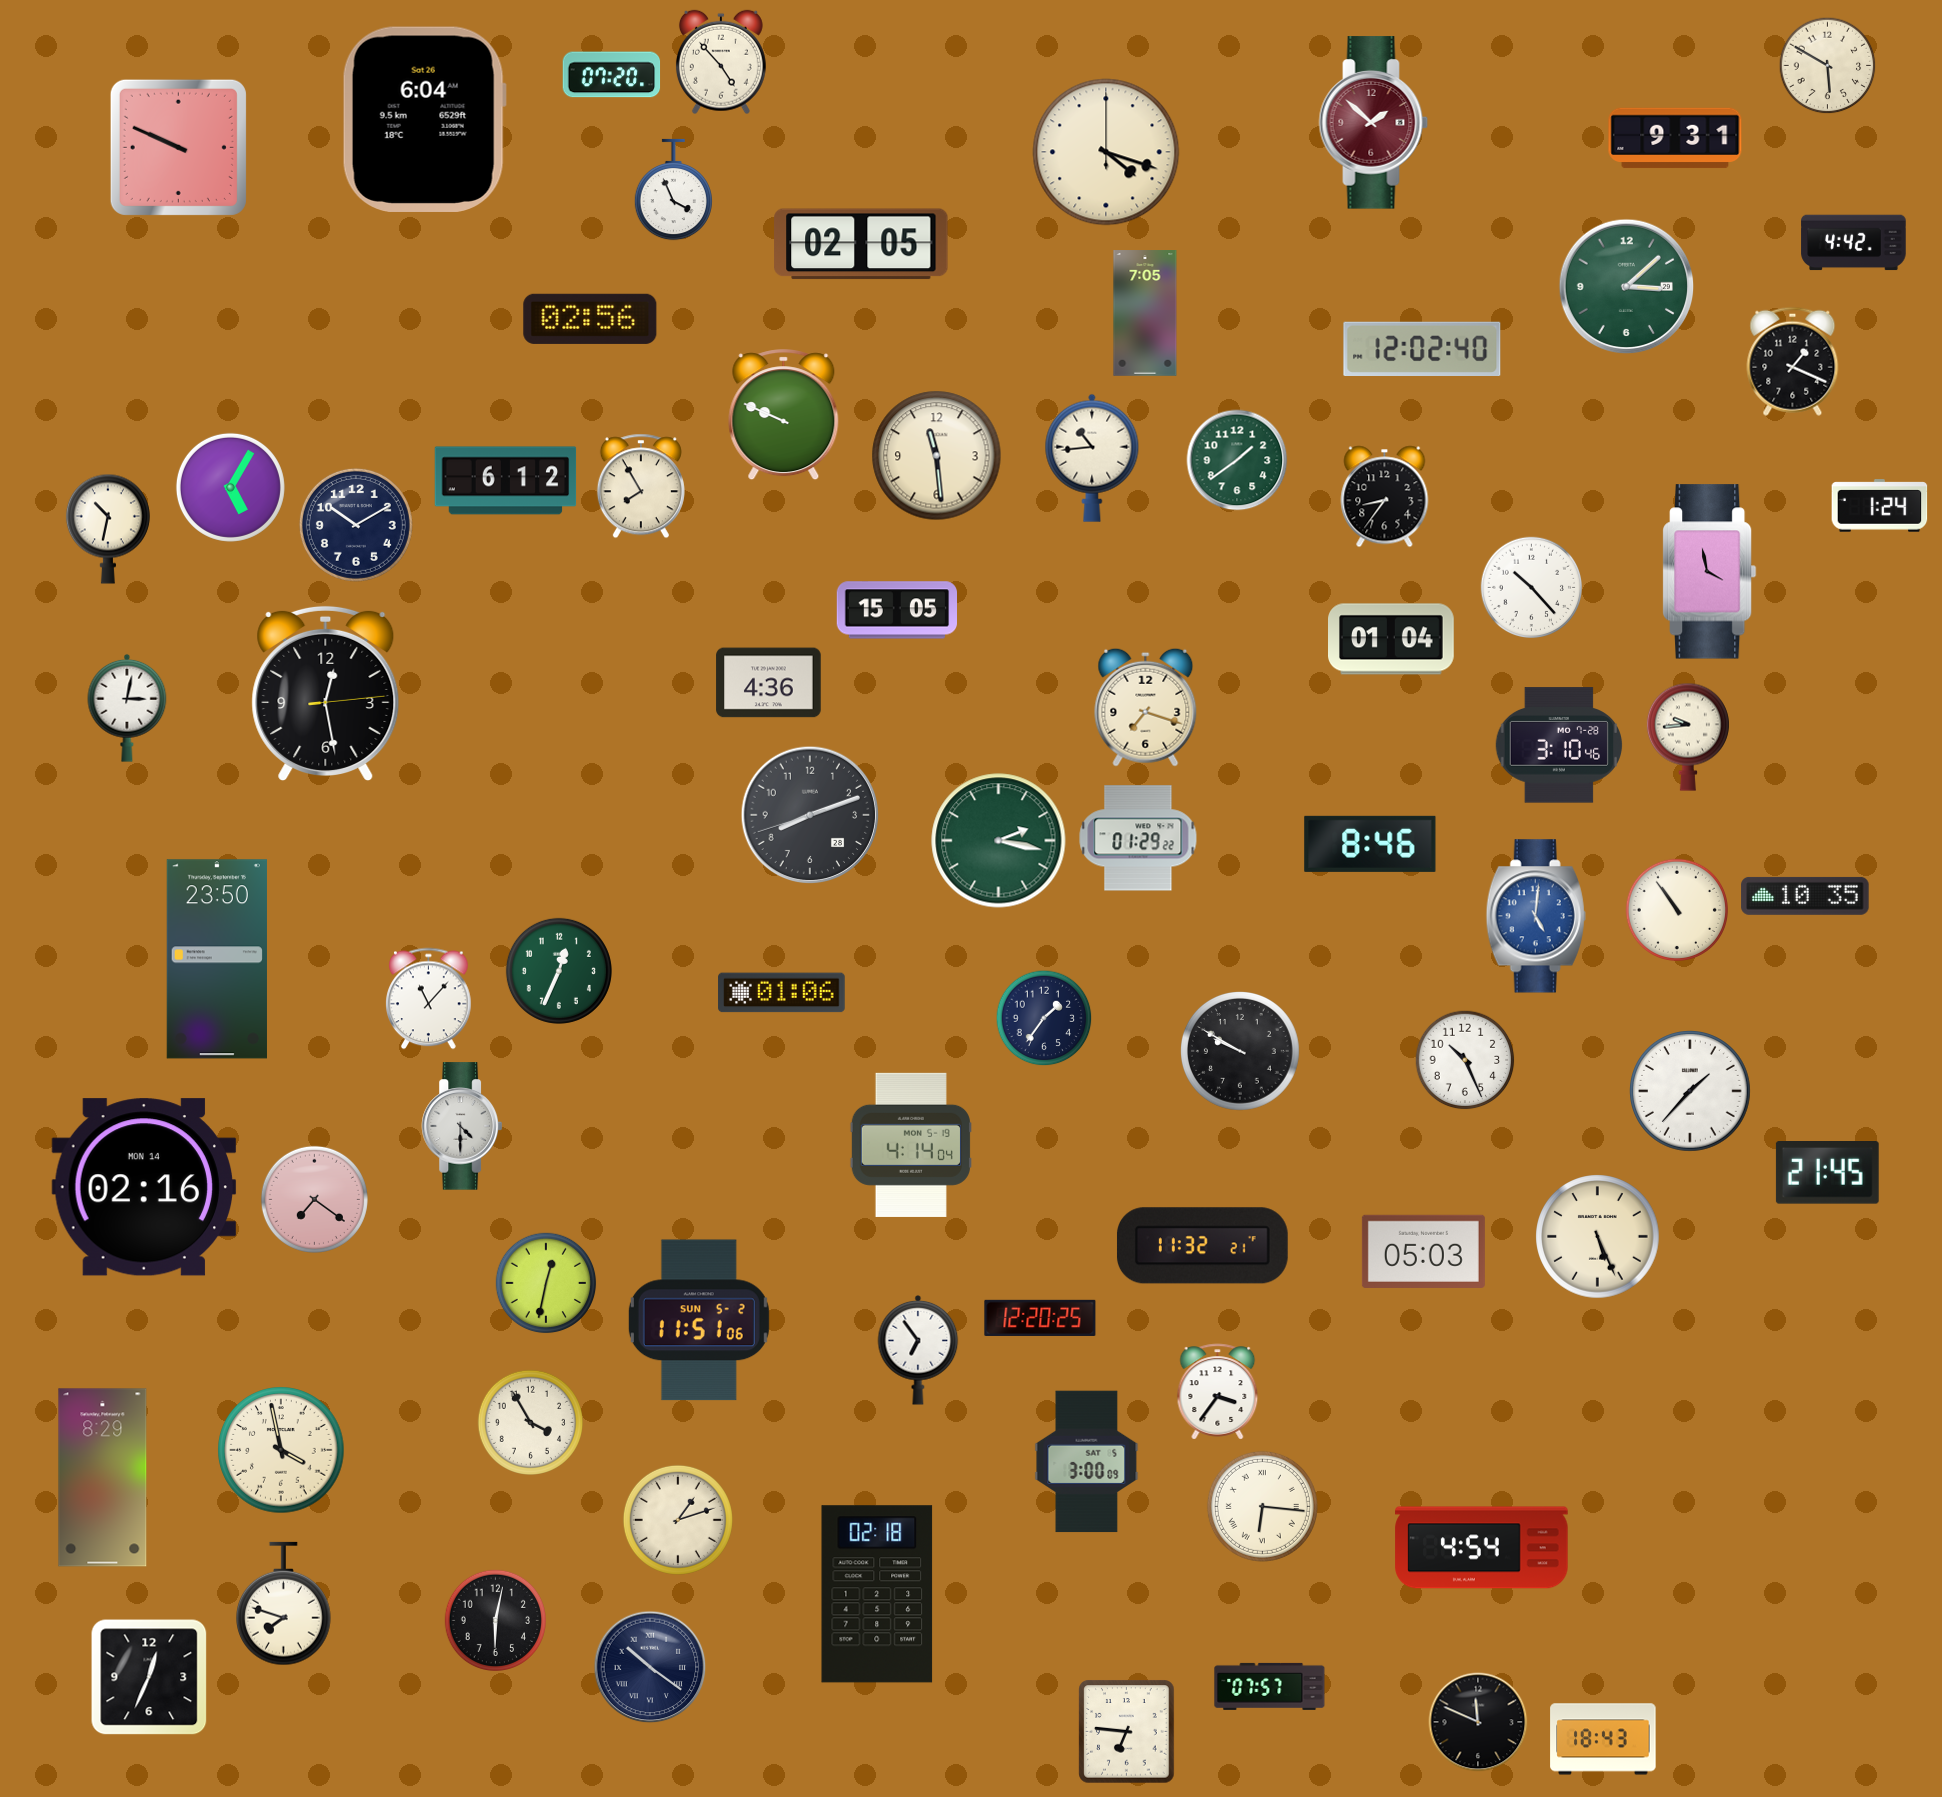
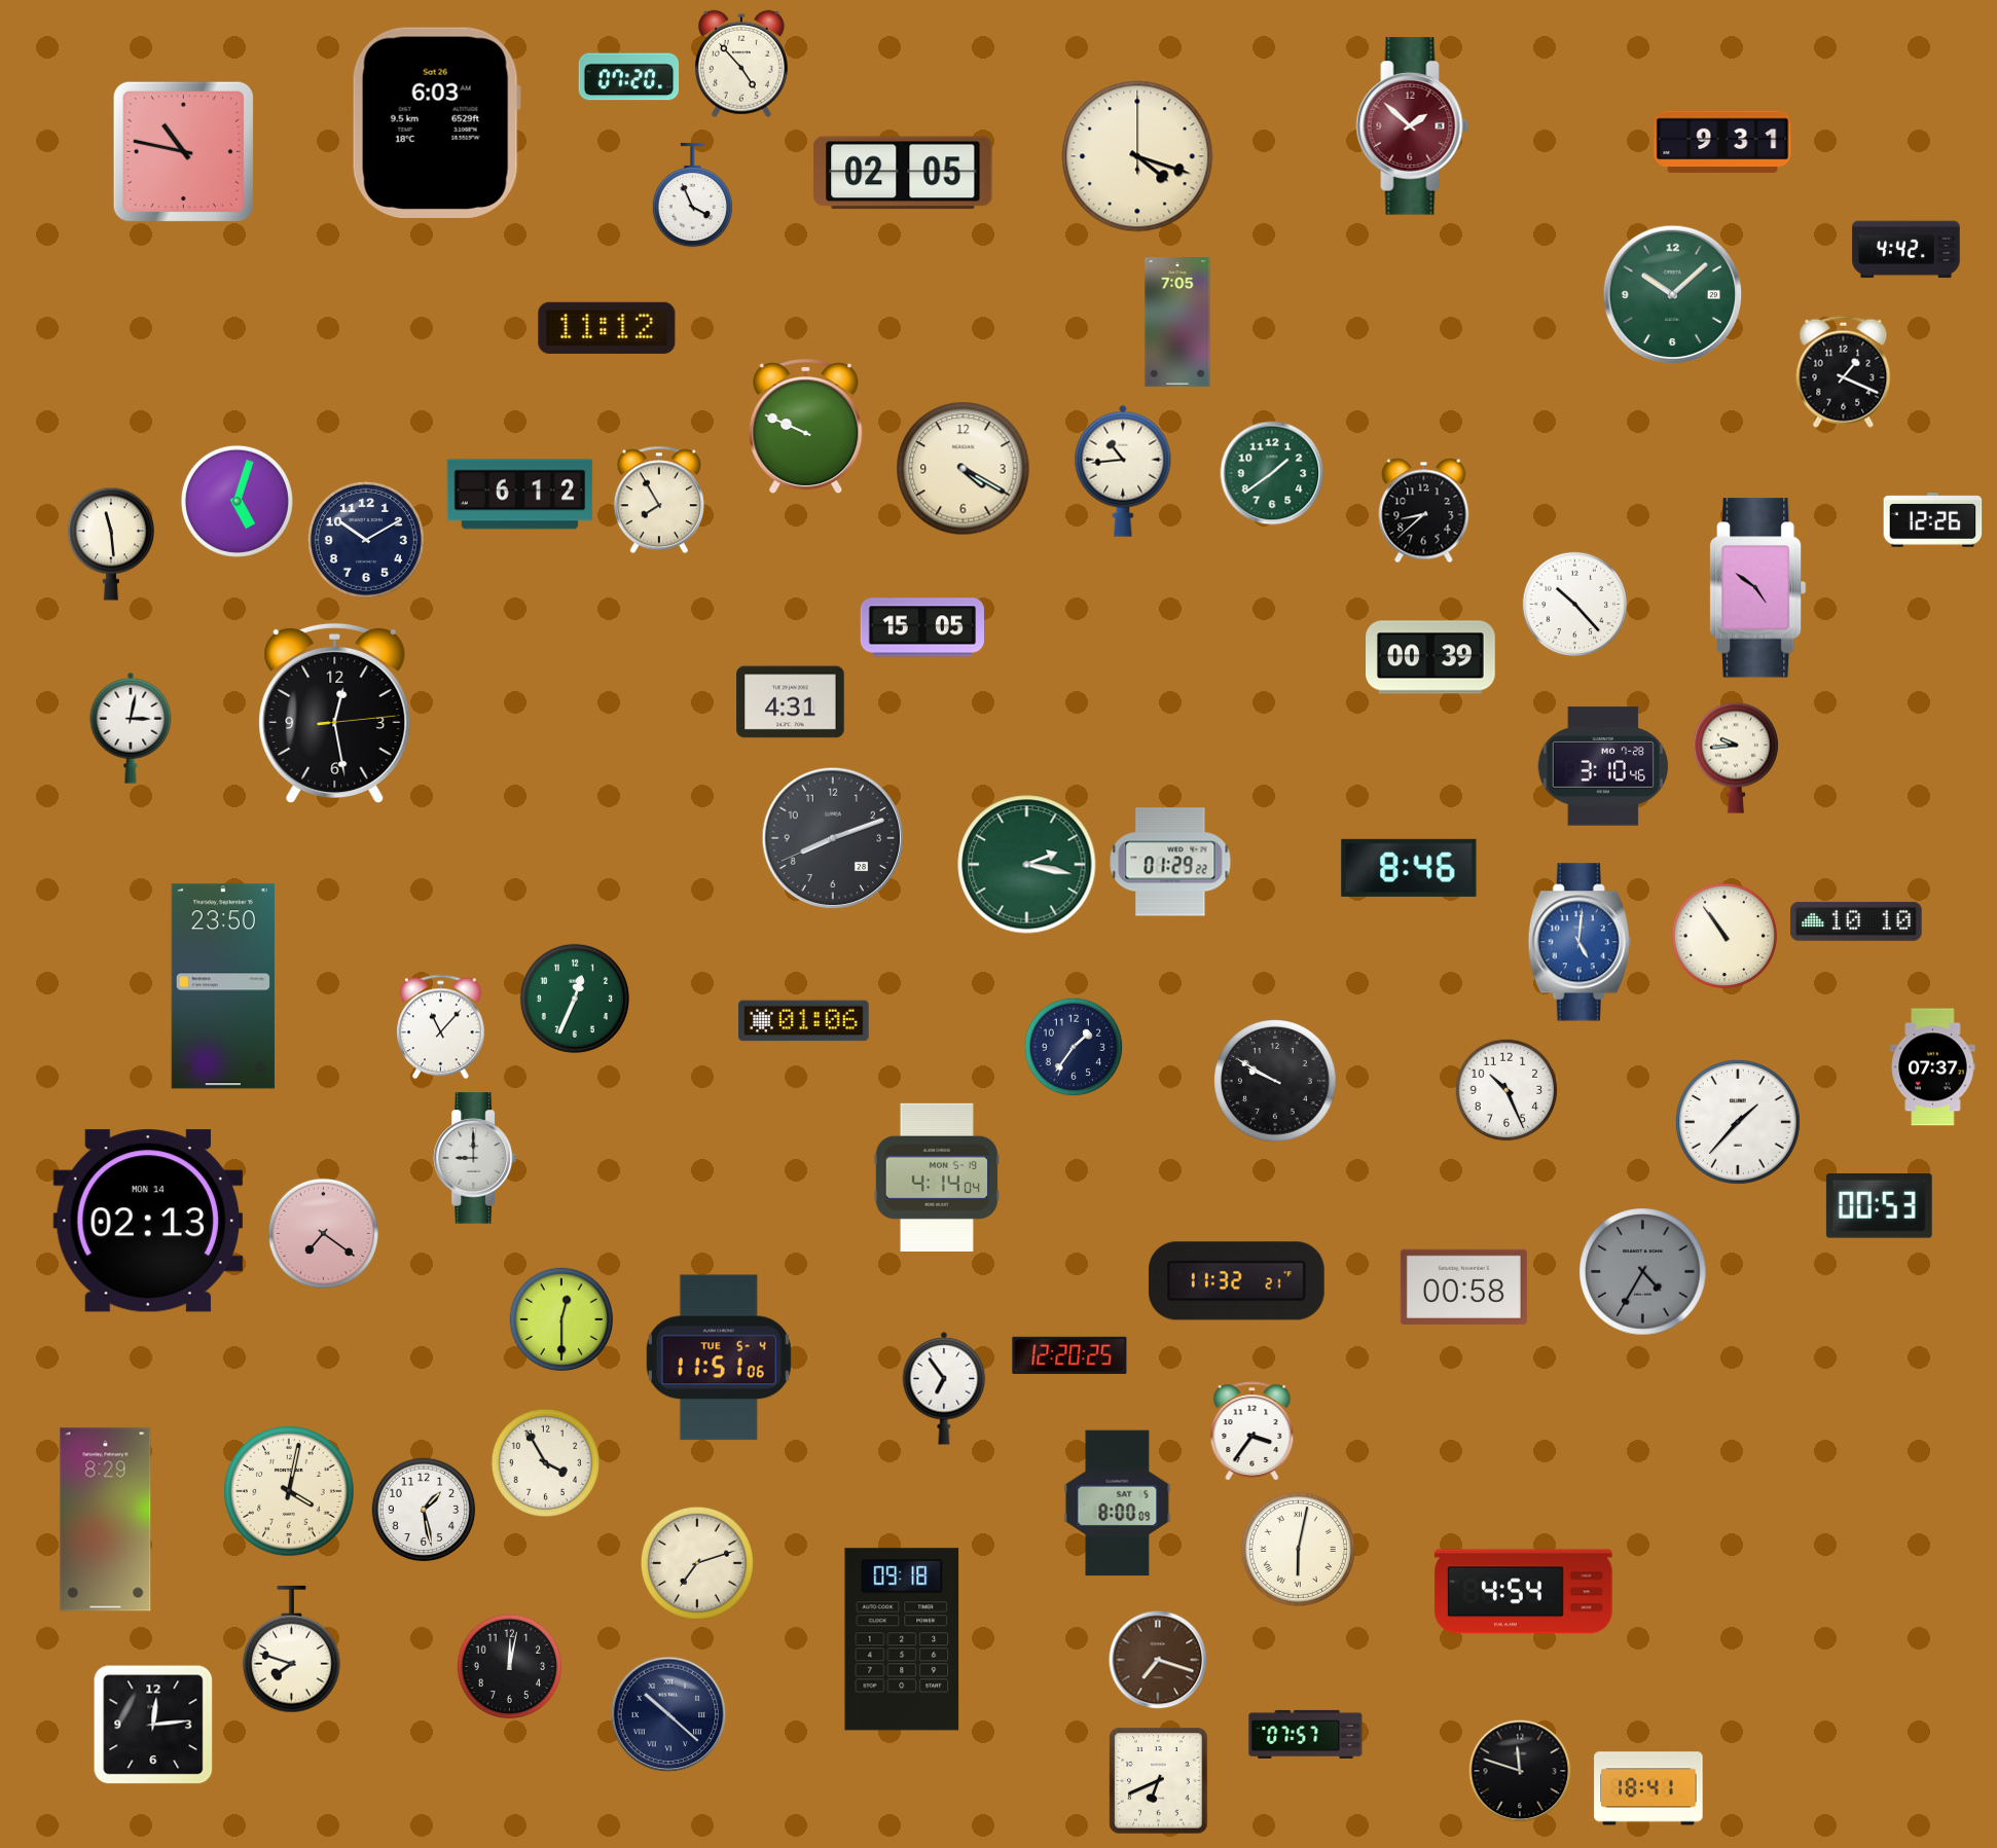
clock at (1828, 66): 5:50 -> none
clock at (424, 119): 6:04 -> 6:03
clock at (178, 147): 9:49 -> 10:47
clock at (861, 244) position: (861, 244) -> (903, 173)
clock at (1627, 287): 3:08 -> 10:08
clock at (590, 319): 02:56 -> 11:12
clock at (1422, 348): 12:02 -> none
clock at (937, 456): 11:29 -> 4:20
clock at (230, 487): 5:05 -> 5:03
clock at (1385, 497): 8:36 -> 8:38
clock at (1880, 506): 1:24 -> 12:26
clock at (108, 529): 10:32 -> 11:29
clock at (1710, 572): 3:58 -> 4:51
clock at (1392, 639): 01:04 -> 00:39
clock at (769, 683): 4:36 -> 4:31
clock at (1146, 707): 7:18 -> none
clock at (810, 815): 8:11:42 -> 8:11:41
clock at (1805, 896): 10:35 -> 10:10
clock at (1933, 1067): none -> 07:37
clock at (461, 1126): 4:30 -> 9:00
clock at (1827, 1173): 21:45 -> 00:53
clock at (144, 1187): 02:16 -> 02:13
clock at (1598, 1237): 5:26 -> 4:35
clock at (1598, 1237) dial: cream -> grey
clock at (1423, 1251): 05:03 -> 00:58
clock at (546, 1283): 12:32 -> 12:30
clock at (699, 1320) date: SUN 5-2 -> TUE 5-4
clock at (281, 1450): 3:58 -> 4:02
clock at (1087, 1462): 3:00 -> 8:00
clock at (424, 1510): none -> 1:28
clock at (1262, 1506): 6:16 -> 6:02
clock at (678, 1520): 1:12 -> 7:12
clock at (877, 1594): 02:18 -> 09:18
clock at (1158, 1660): none -> 7:18
clock at (495, 1620): 6:02 -> 12:02
clock at (650, 1667): 10:21 -> 10:22
clock at (149, 1677): 12:34 -> 12:14
clock at (1478, 1722): 11:49 -> 11:48
clock at (1127, 1732): 6:46 -> 6:41
clock at (1603, 1739): 18:43 -> 18:41
